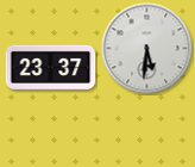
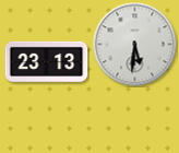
clock at (51, 67): 23:37 -> 23:13
